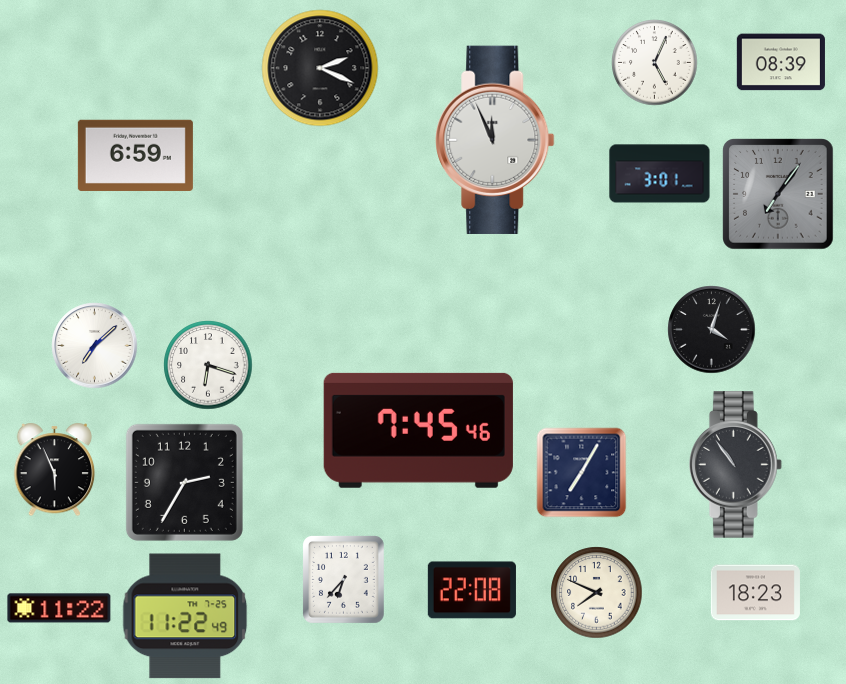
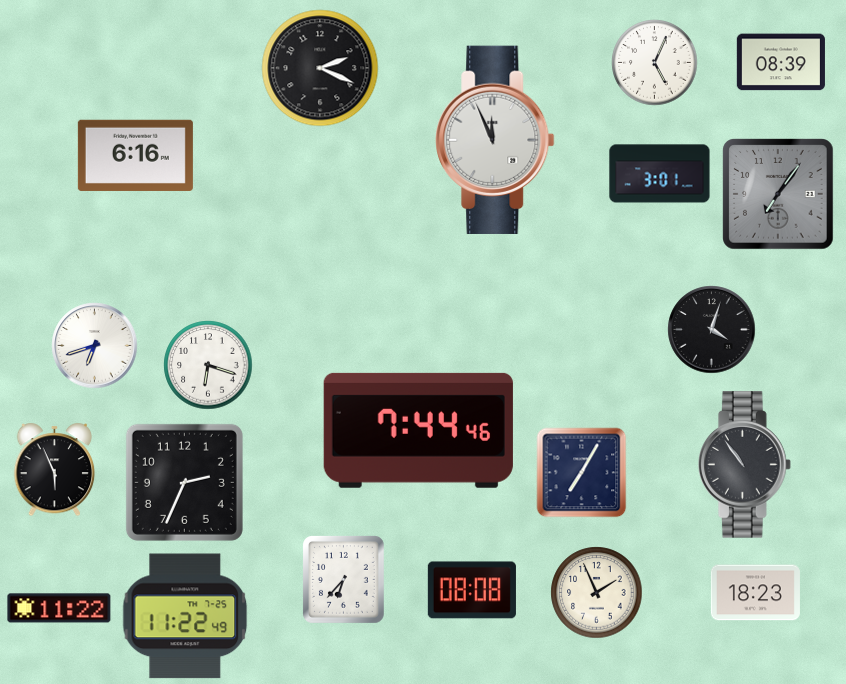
clock at (135, 155): 6:59 -> 6:16
clock at (95, 346): 7:08 -> 6:42
clock at (418, 430): 7:45 -> 7:44
clock at (736, 465) position: (736, 465) -> (745, 465)
clock at (184, 482): 2:35 -> 2:34
clock at (472, 590): 22:08 -> 08:08
clock at (597, 593): 7:49 -> 1:56
